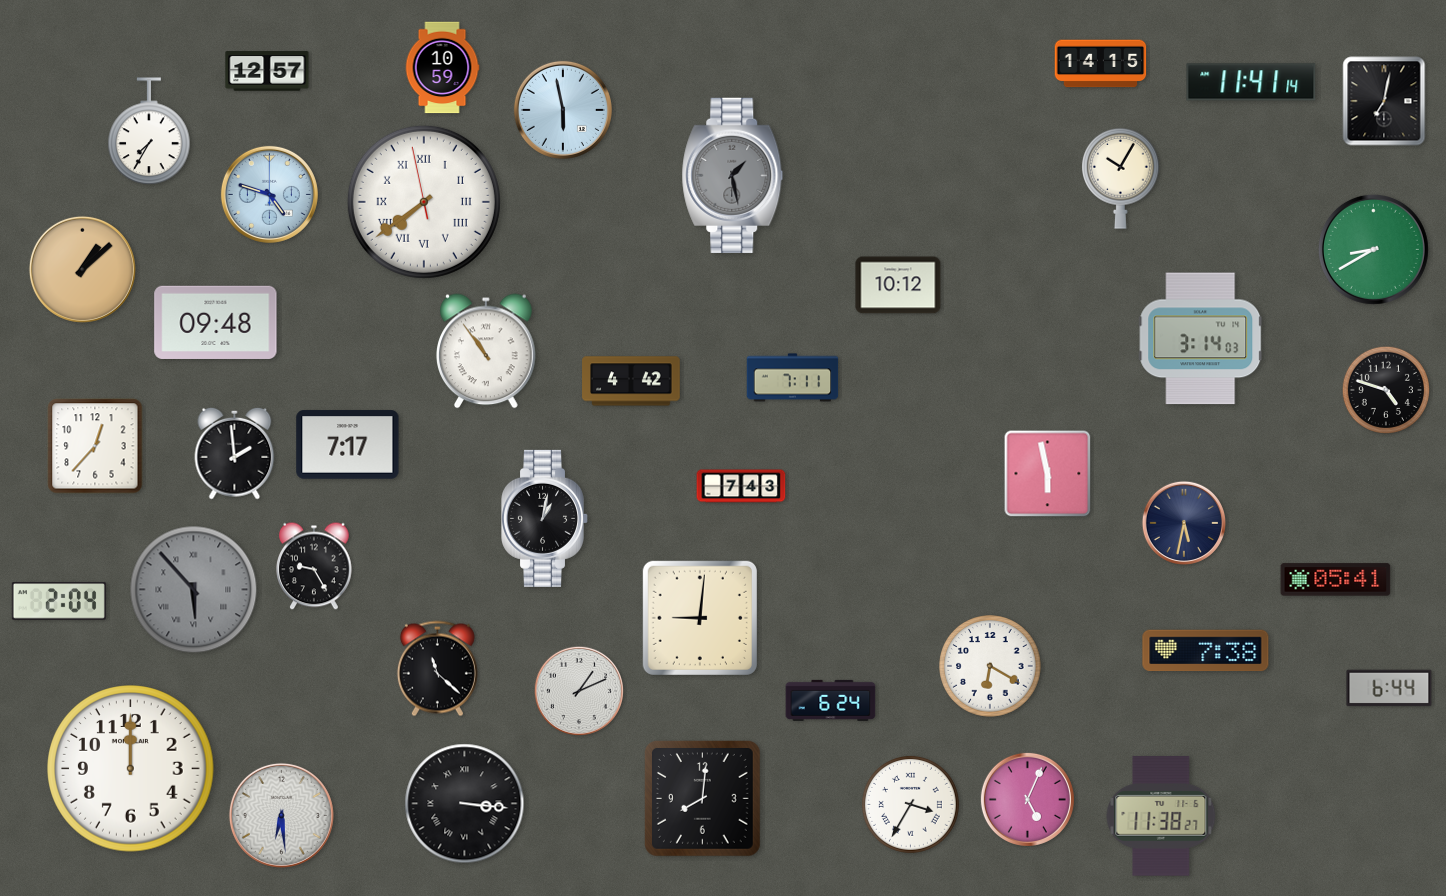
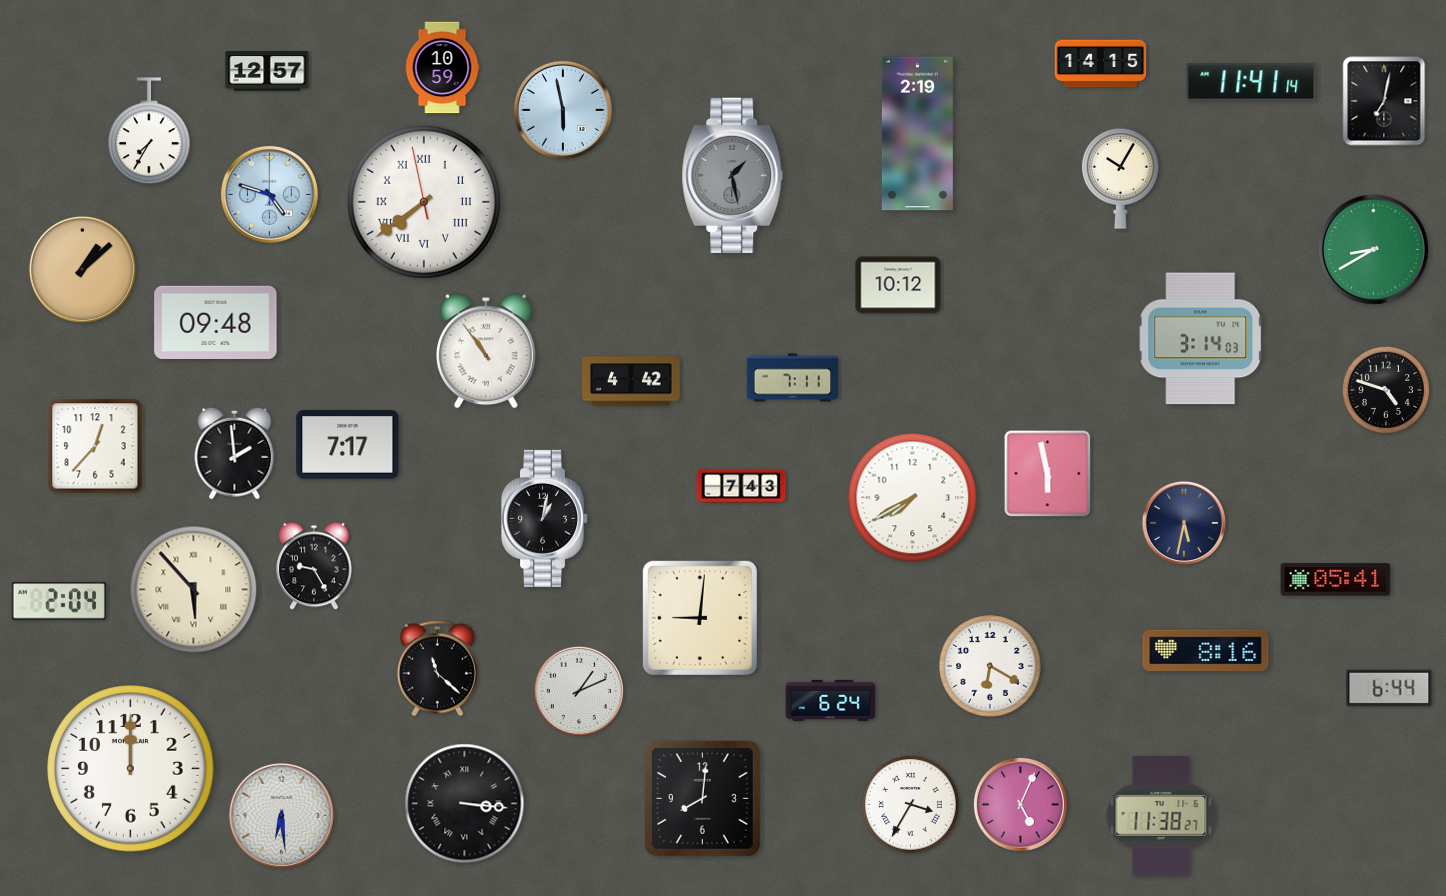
clock at (917, 134): none -> 2:19
clock at (913, 498): none -> 7:40
clock at (194, 590) dial: grey -> cream
clock at (1206, 651): 7:38 -> 8:16
clock at (1027, 799) position: (1027, 799) -> (1020, 804)
